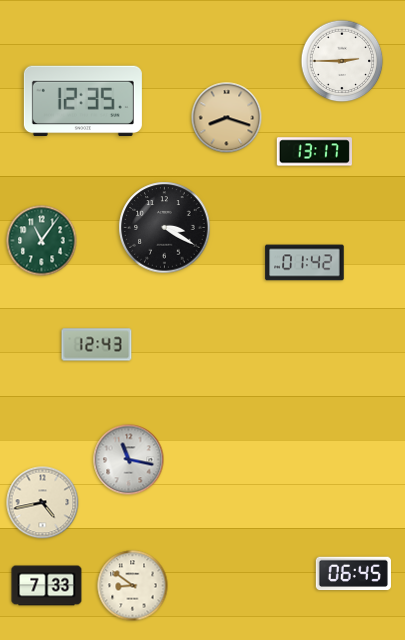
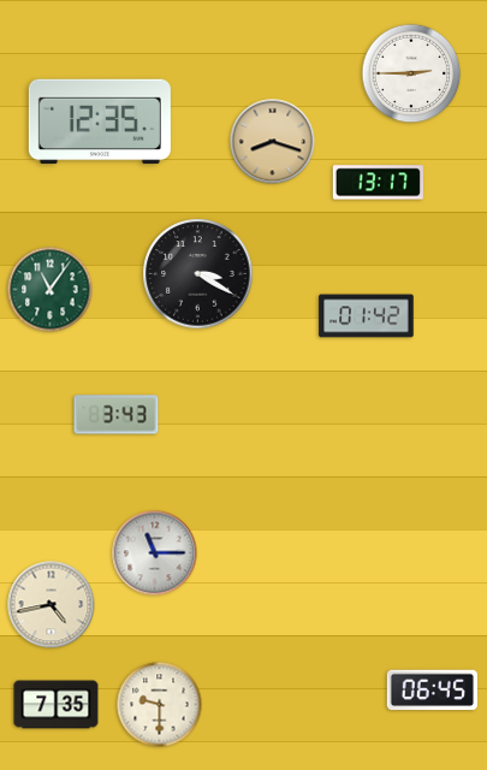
clock at (97, 345): 12:43 -> 3:43
clock at (129, 460): 11:17 -> 11:15
clock at (353, 574) position: (353, 574) -> (432, 691)
clock at (47, 586): 7:33 -> 7:35
clock at (133, 586): 8:51 -> 9:30
